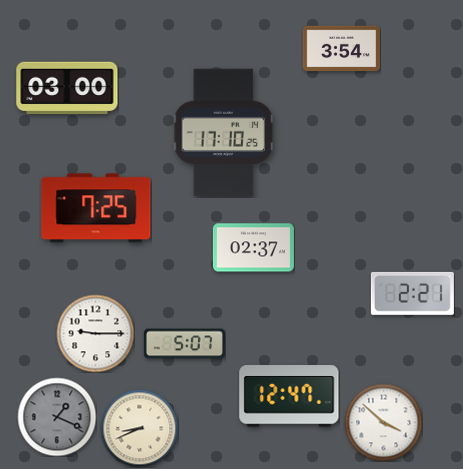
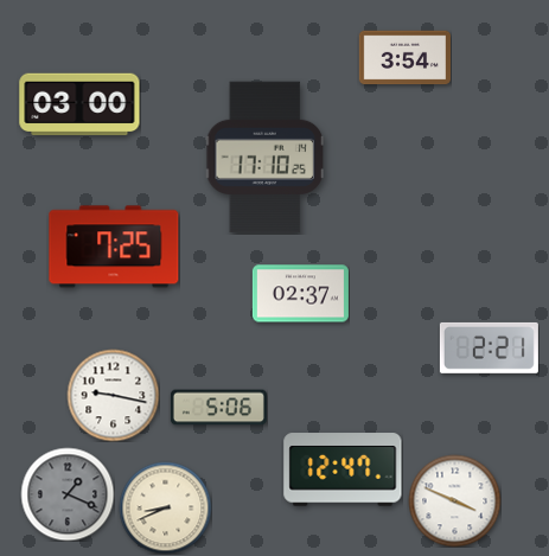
clock at (95, 333): 9:15 -> 9:17
clock at (184, 344): 5:07 -> 5:06
clock at (383, 422): 3:52 -> 3:49
